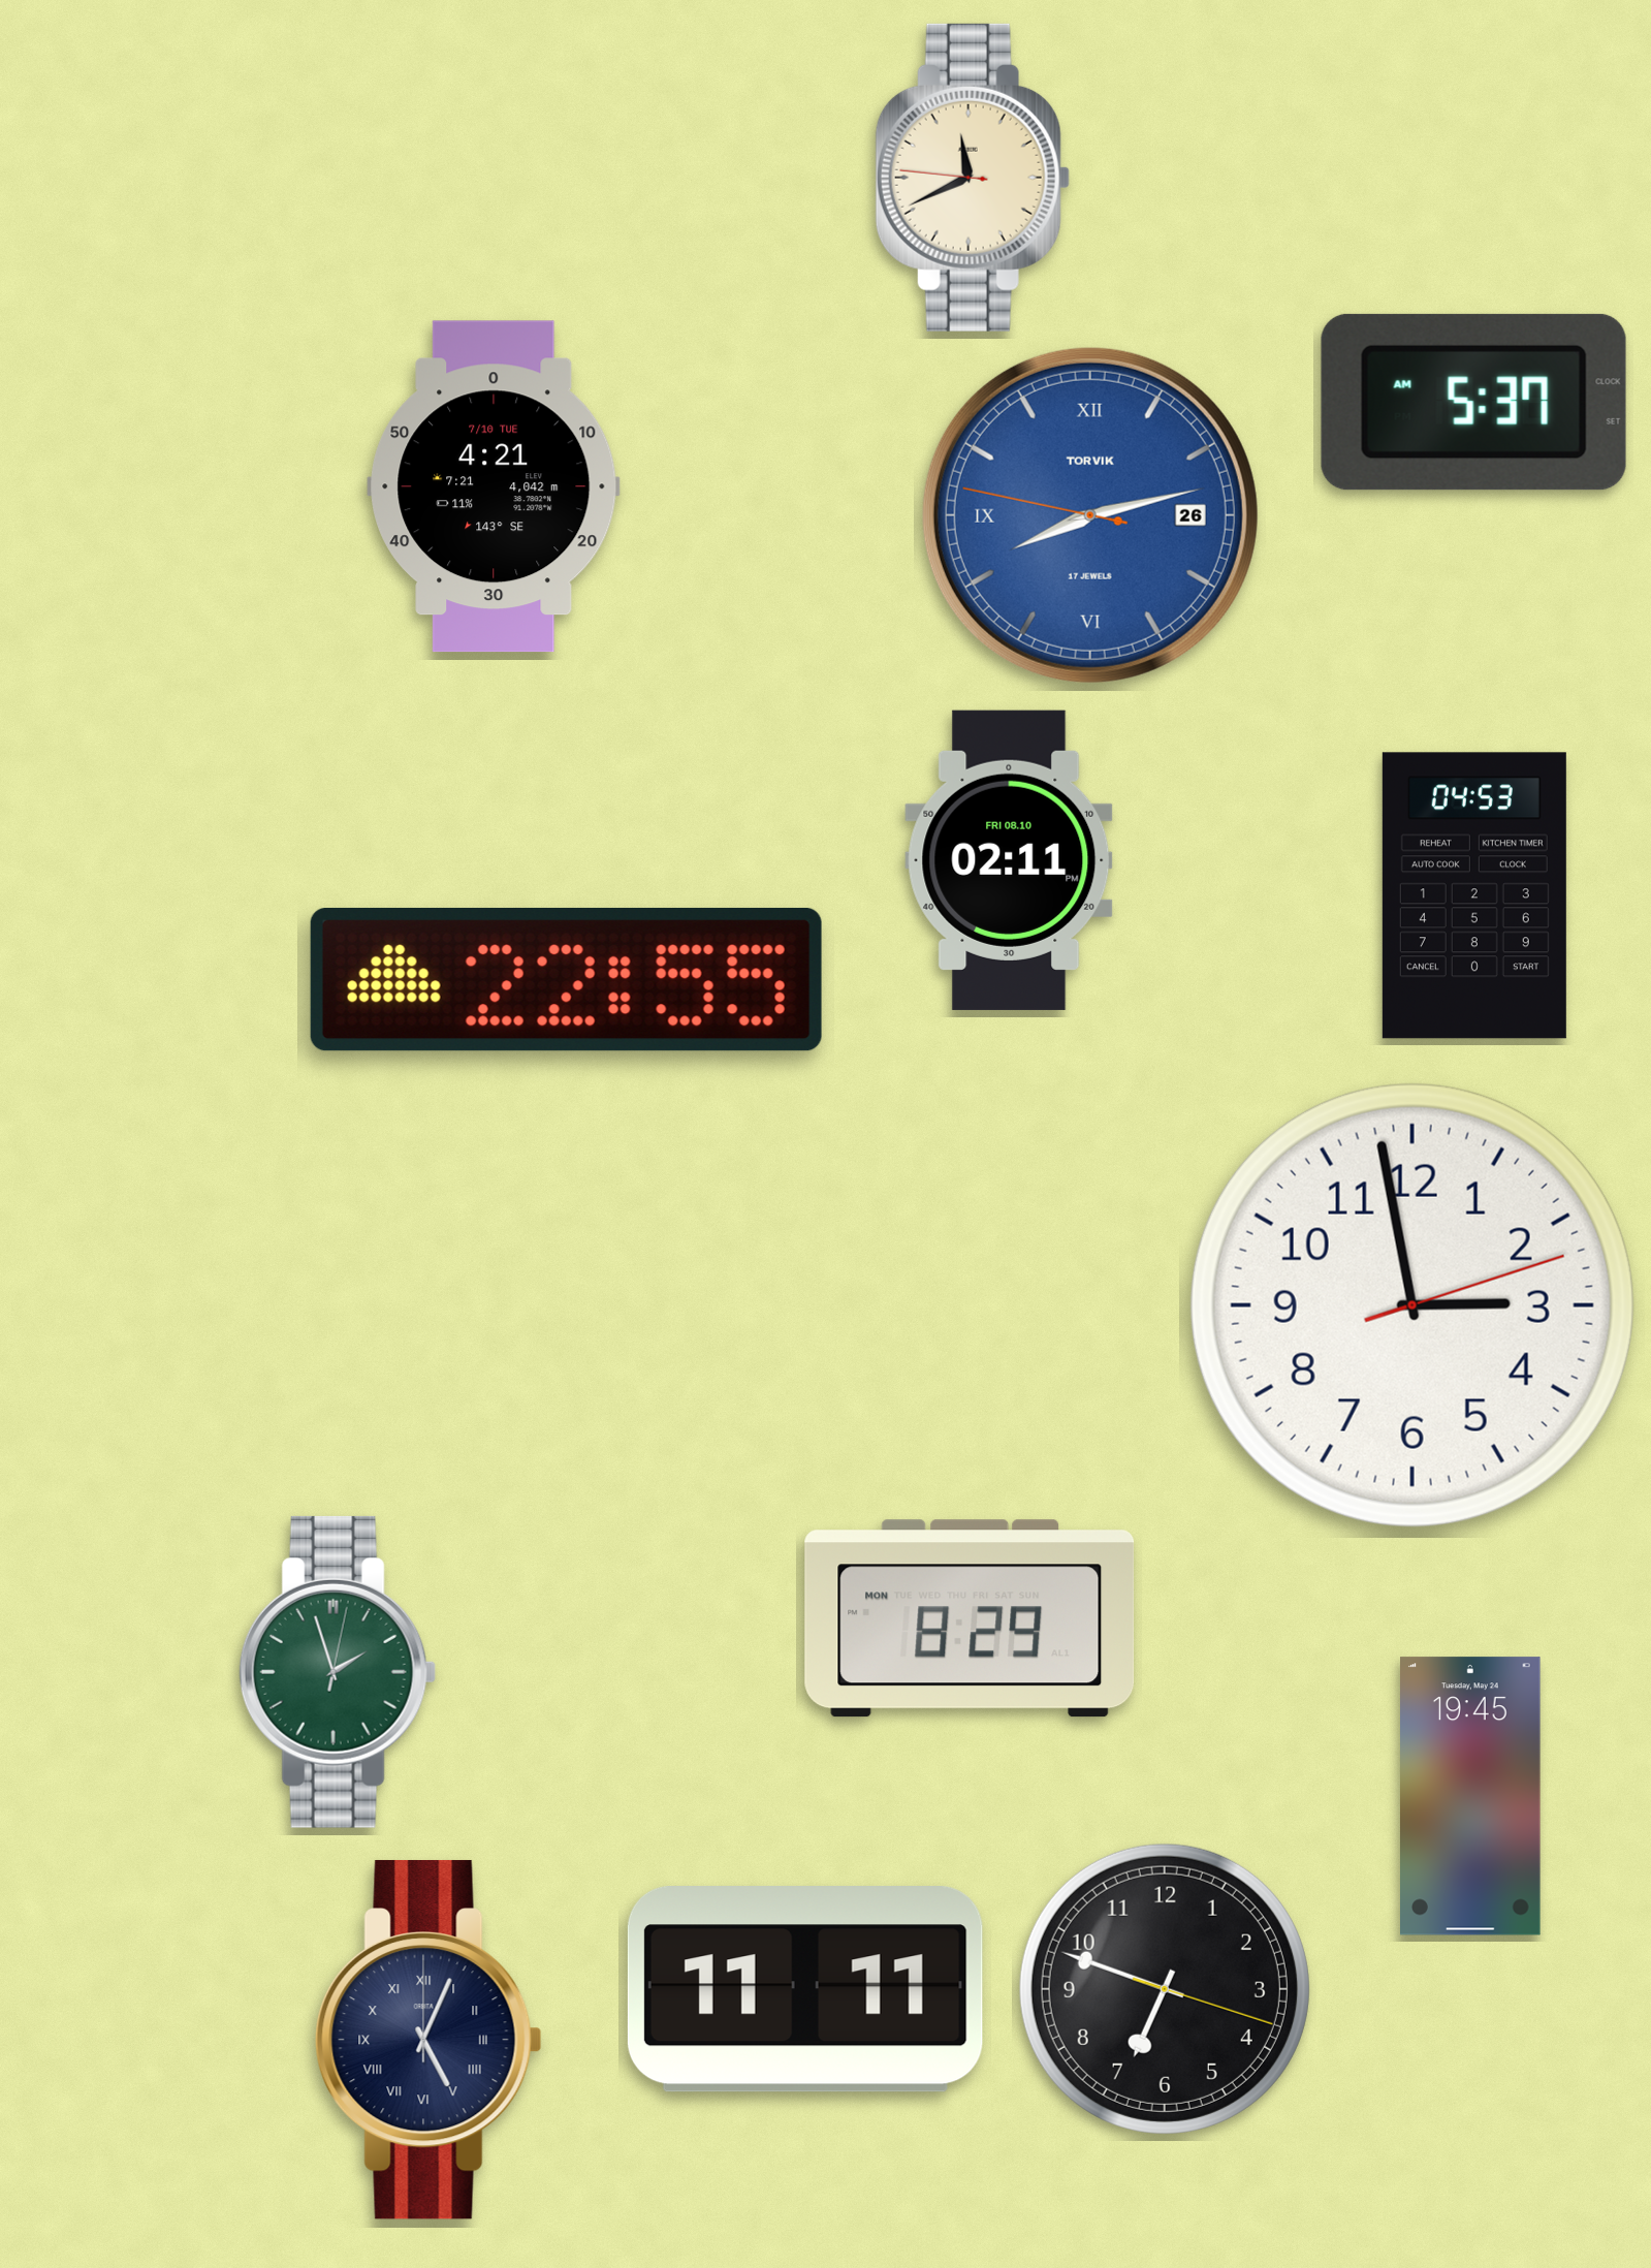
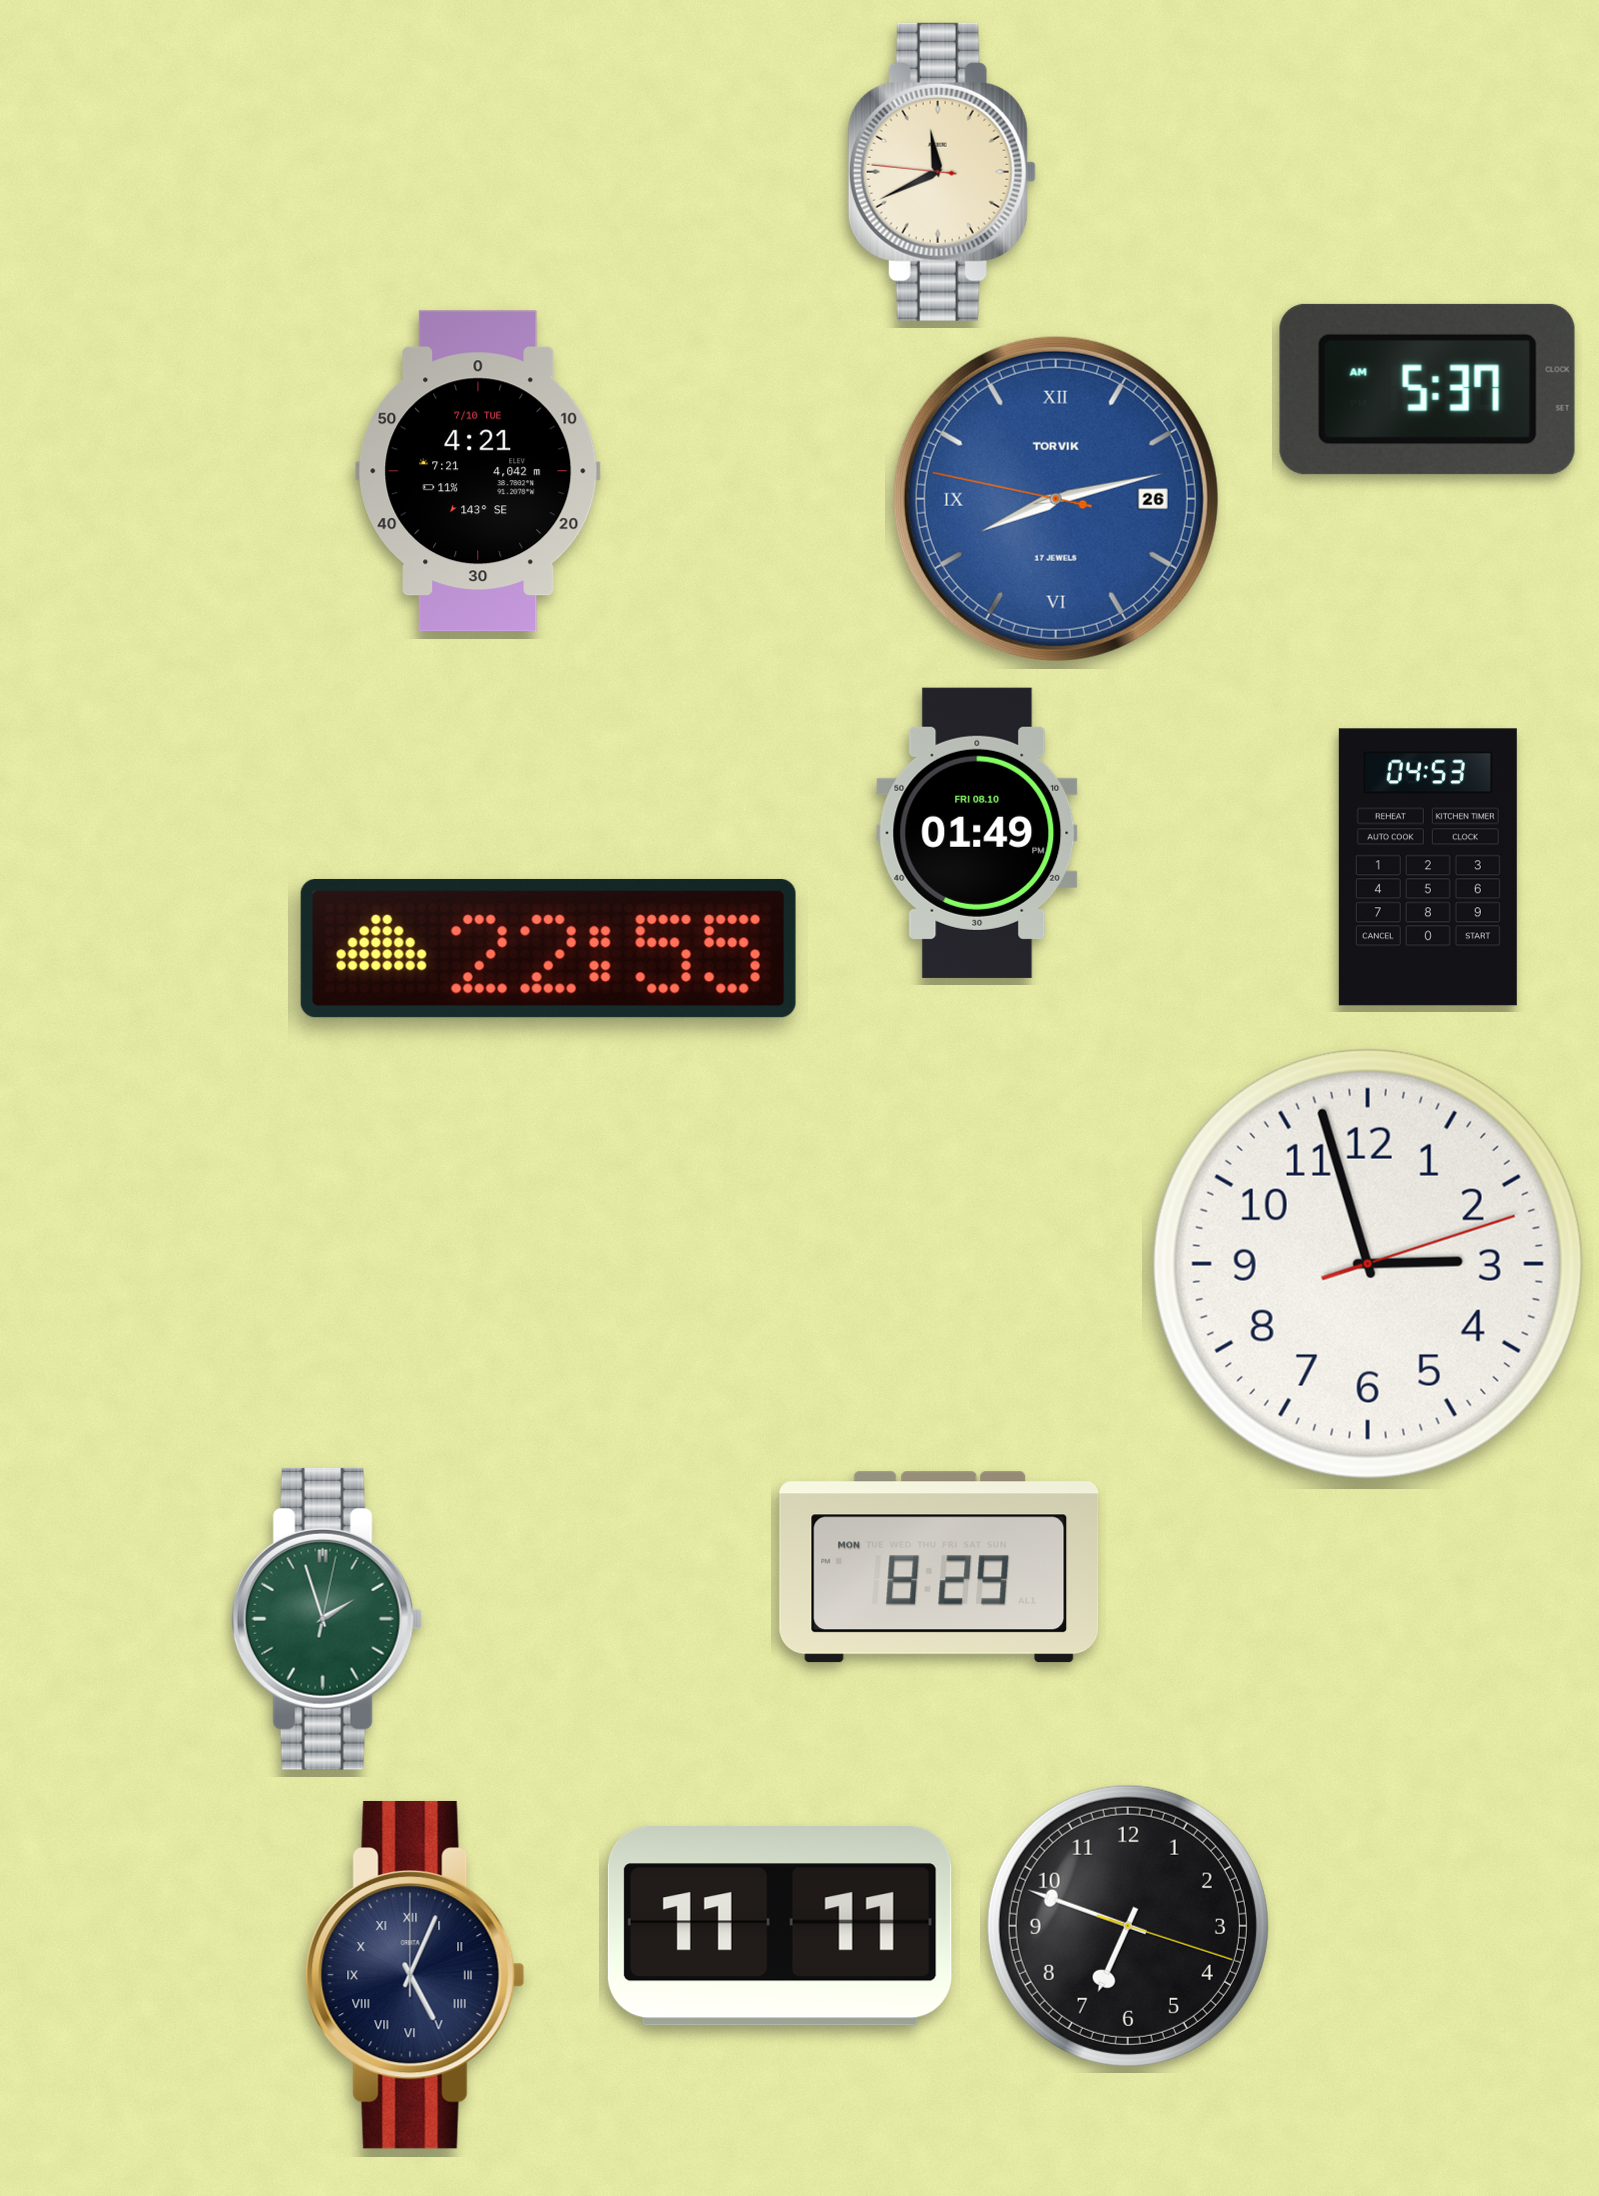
clock at (1009, 860): 02:11 -> 01:49
clock at (1412, 1305): 2:58 -> 2:57
clock at (1471, 1796): 19:45 -> none
